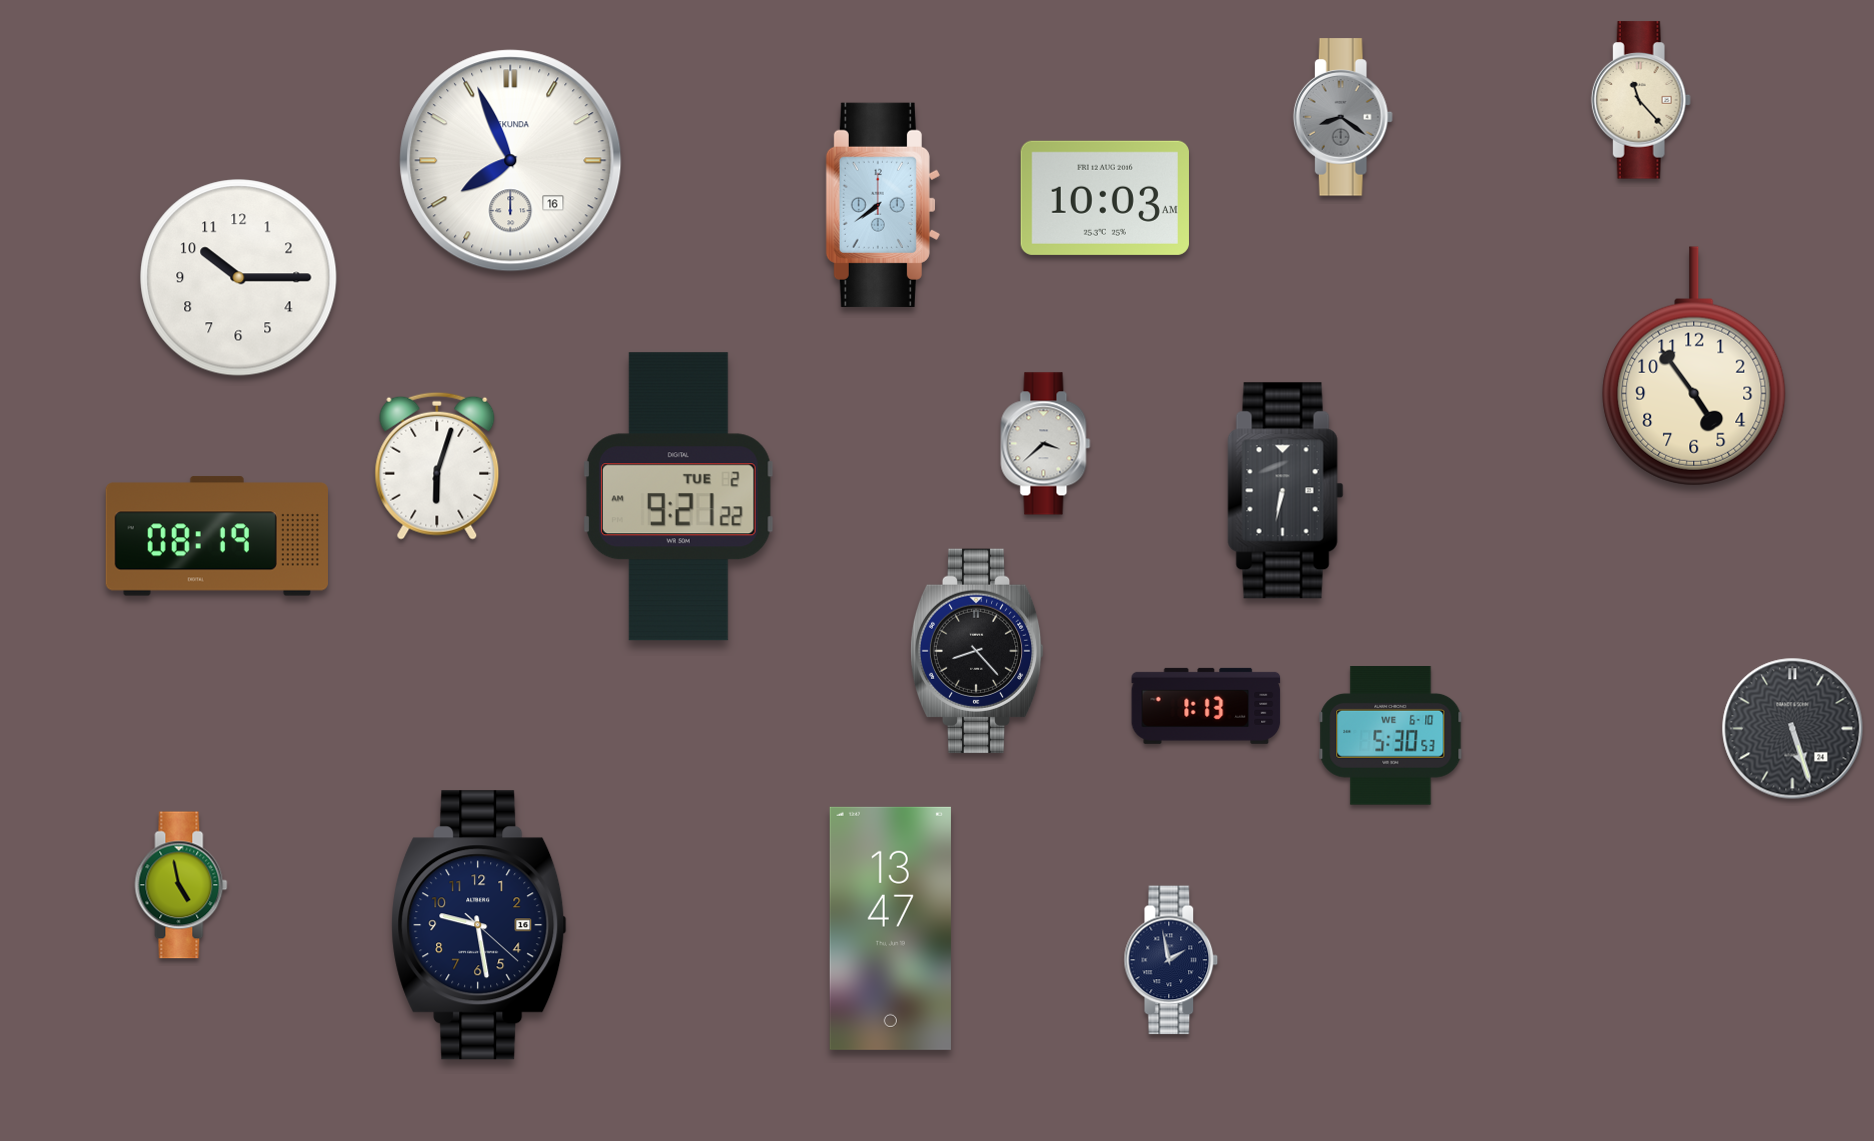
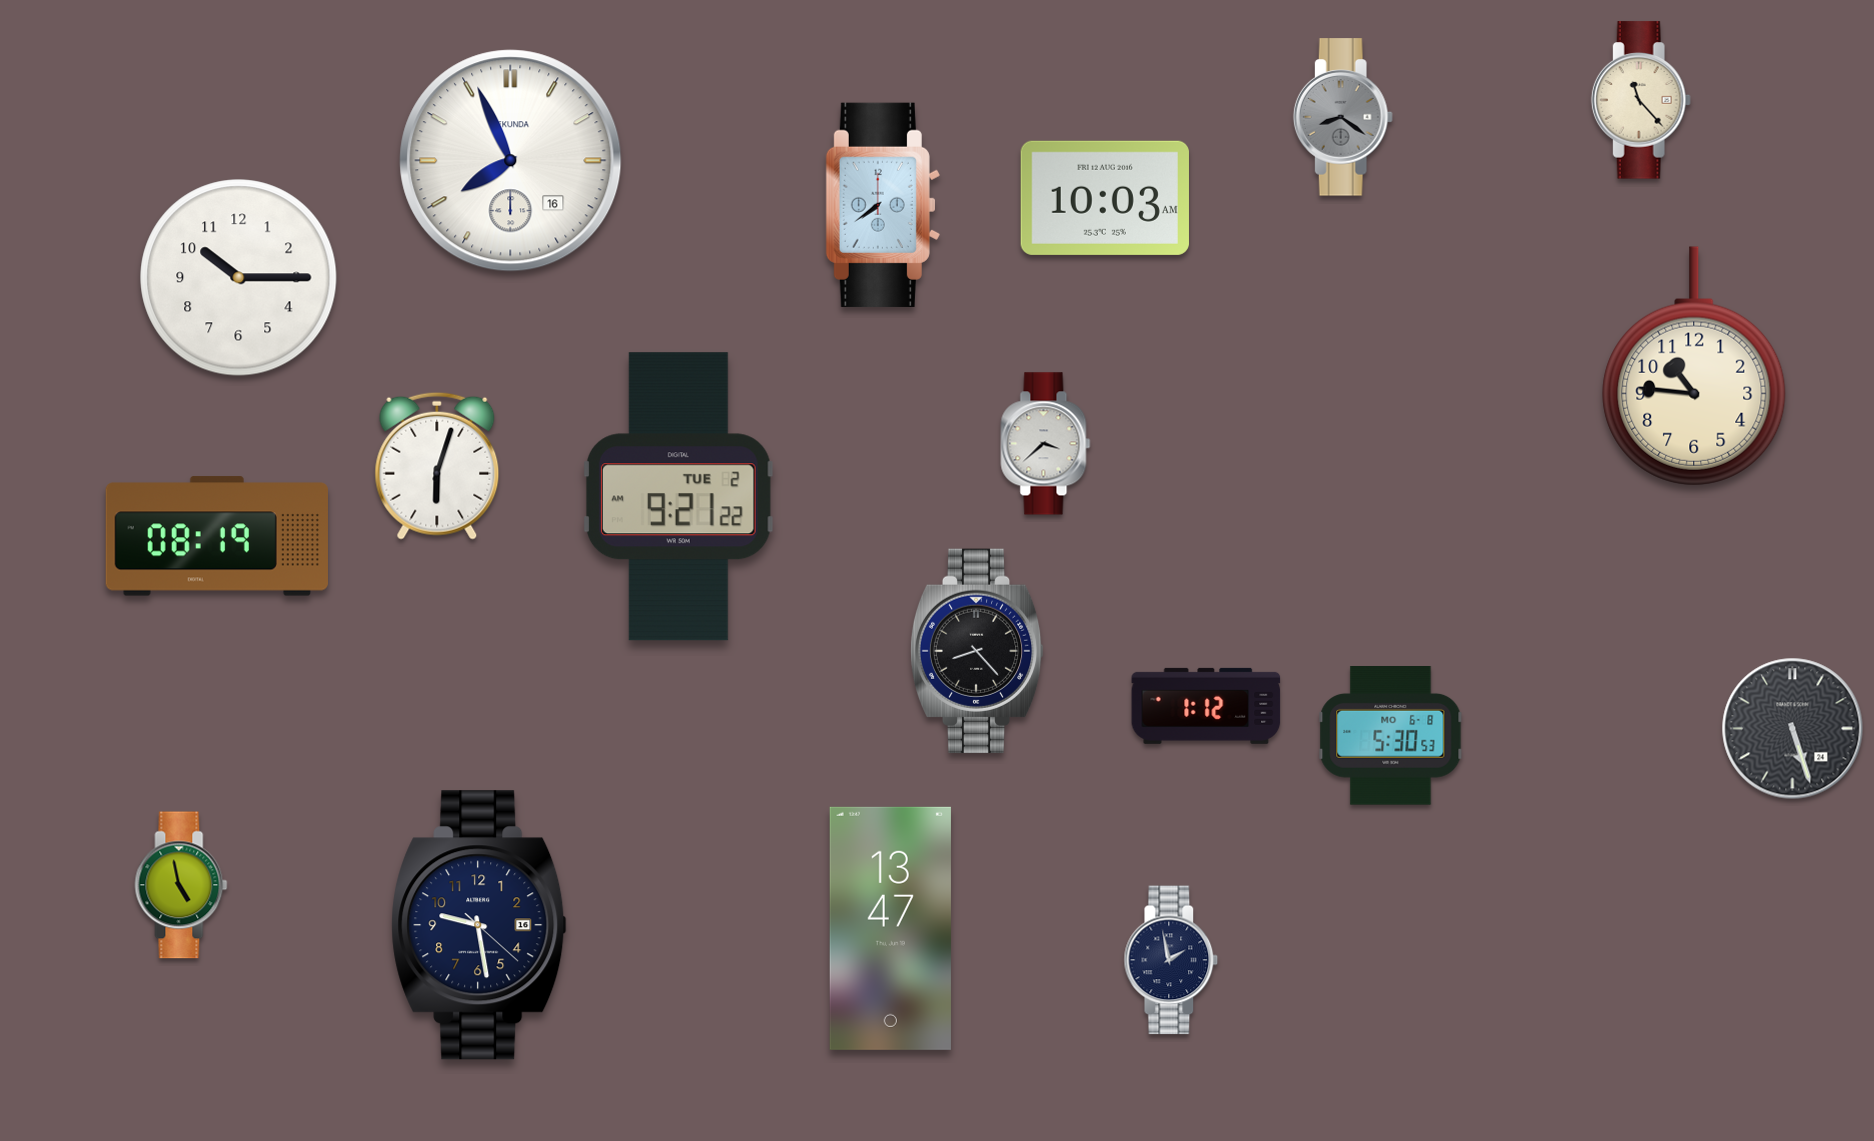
clock at (1694, 366): 4:54 -> 10:46
clock at (1286, 491): 6:32 -> none
clock at (1206, 706): 1:13 -> 1:12
clock at (1391, 736) date: WE 6-10 -> MO 6-8
